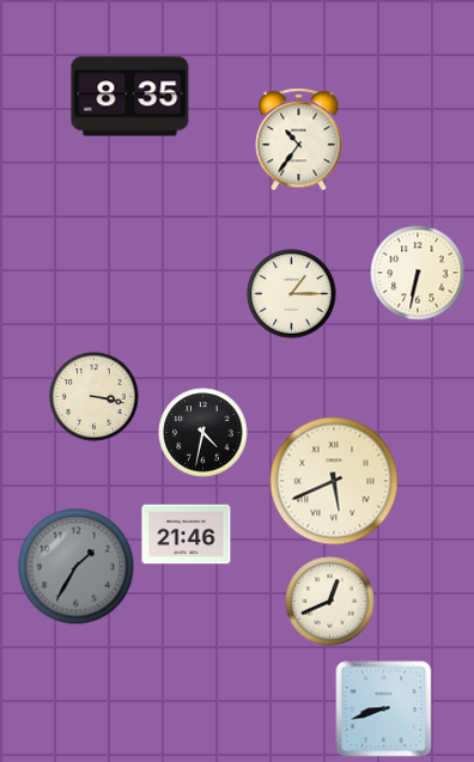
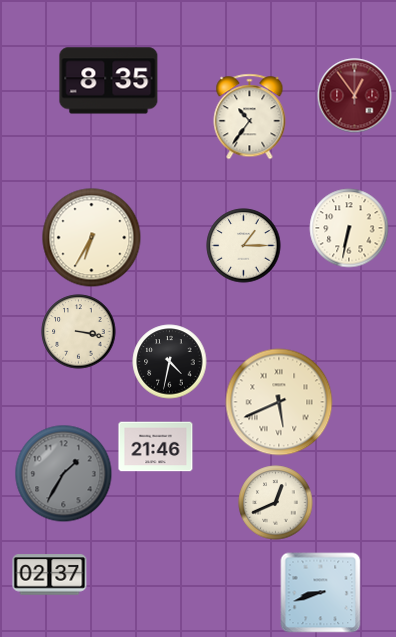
clock at (355, 96): none -> 12:54
clock at (92, 238): none -> 6:35
clock at (50, 575): none -> 02:37
